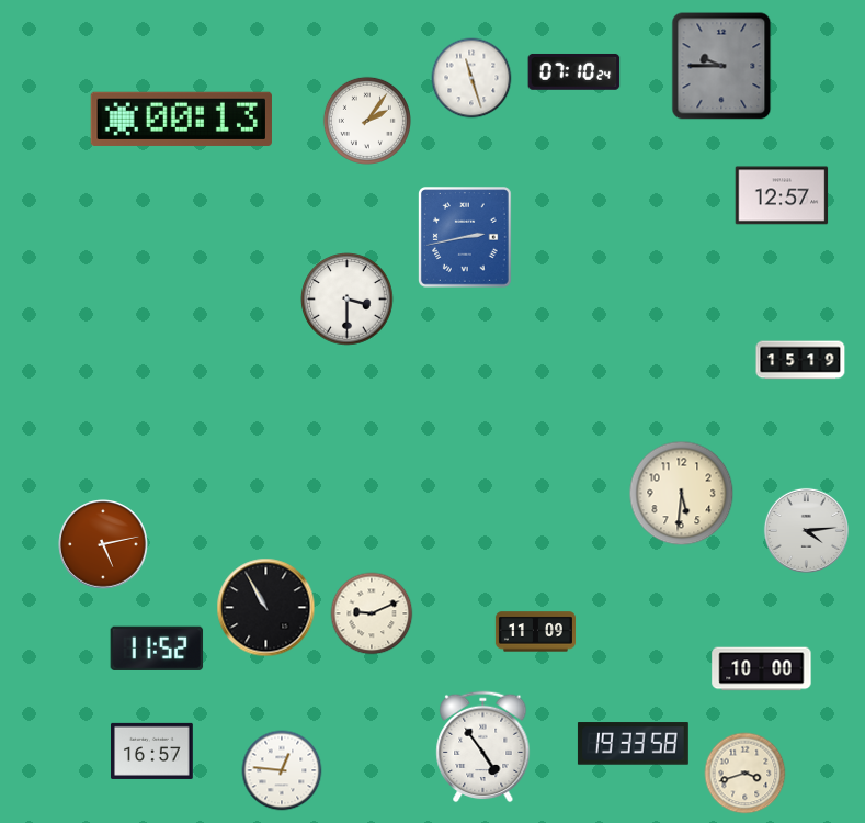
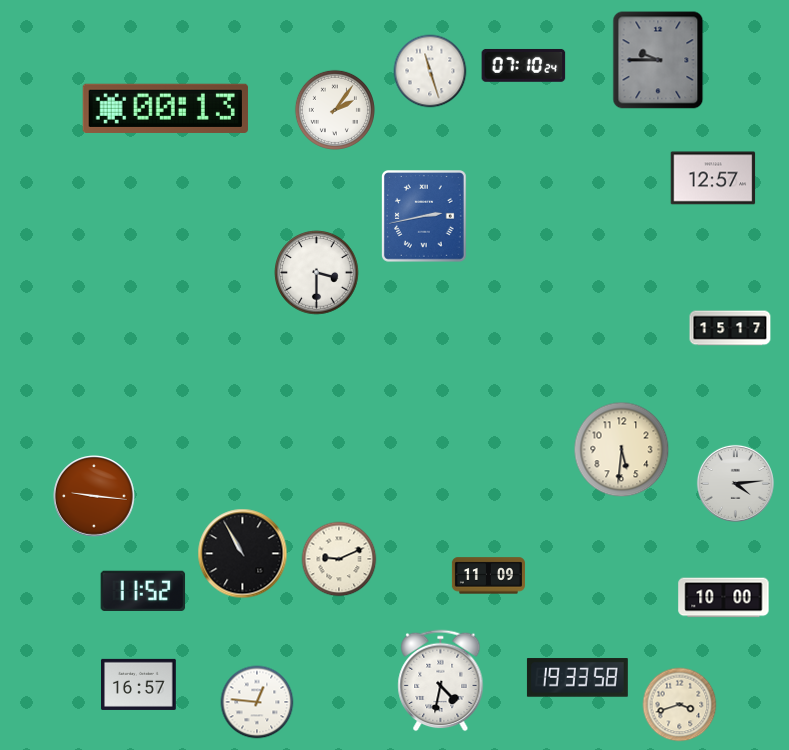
clock at (800, 360): 15:19 -> 15:17
clock at (103, 544): 5:13 -> 9:16
clock at (762, 669) position: (762, 669) -> (724, 598)
clock at (483, 747): 4:54 -> 4:32
